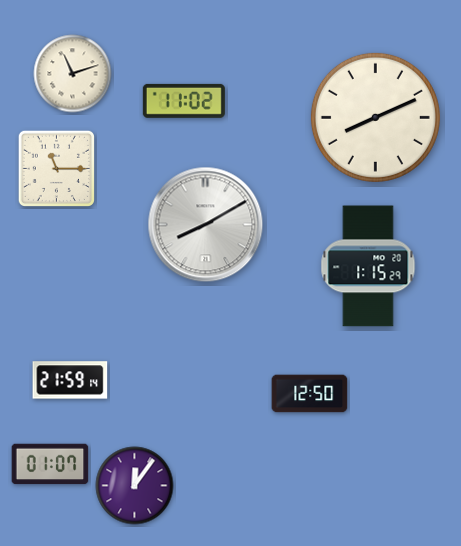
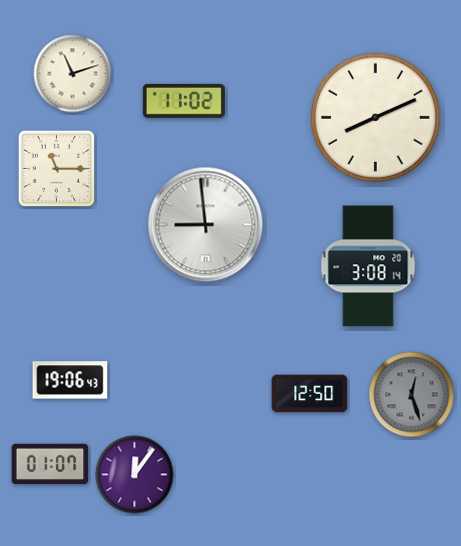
clock at (206, 225): 8:10 -> 8:59
clock at (368, 266): 1:15 -> 3:08
clock at (70, 380): 21:59 -> 19:06
clock at (412, 395): none -> 12:27
clock at (135, 486) position: (135, 486) -> (135, 475)
